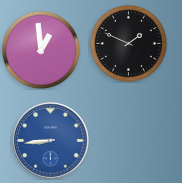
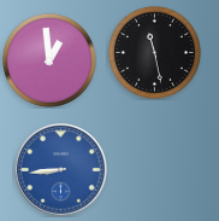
clock at (128, 43): 1:49 -> 11:28
